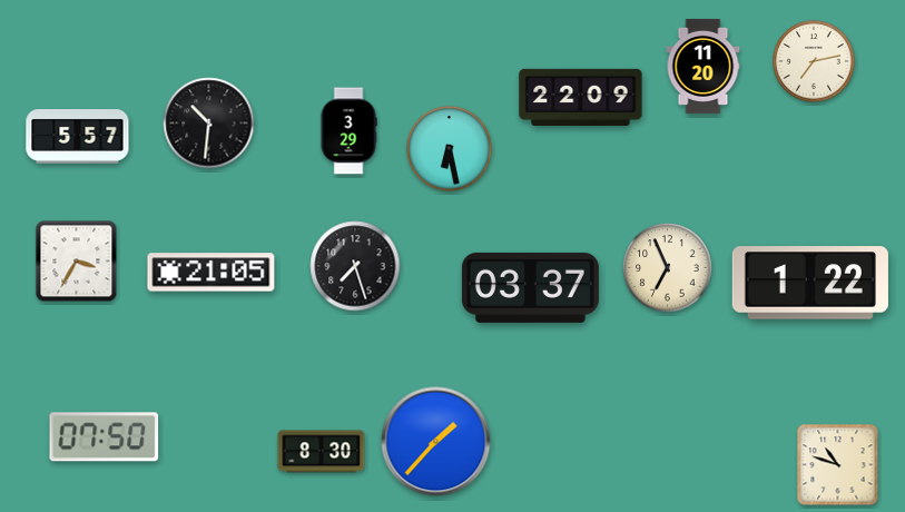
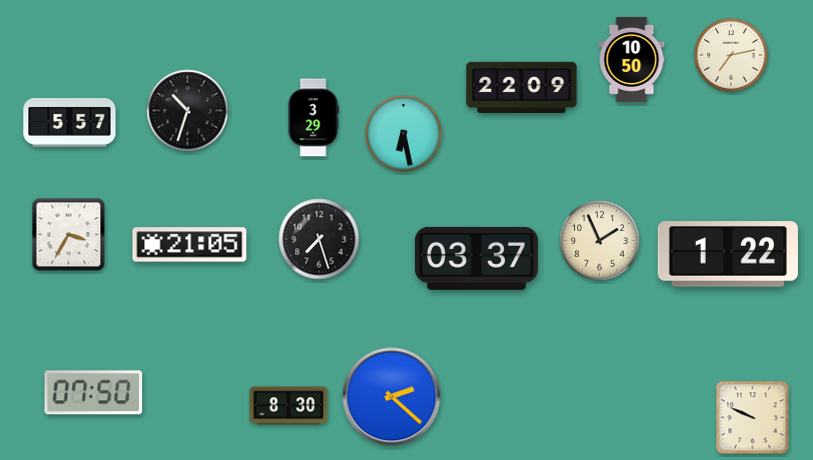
clock at (704, 66): 11:20 -> 10:50
clock at (209, 124): 10:31 -> 10:33
clock at (668, 268): 6:56 -> 1:56
clock at (436, 442): 1:37 -> 2:22
clock at (838, 465): 10:48 -> 9:49
